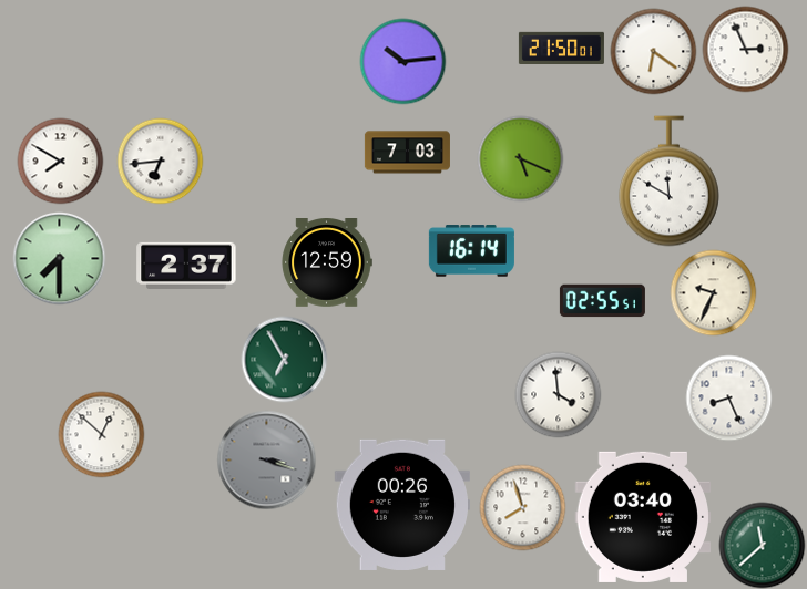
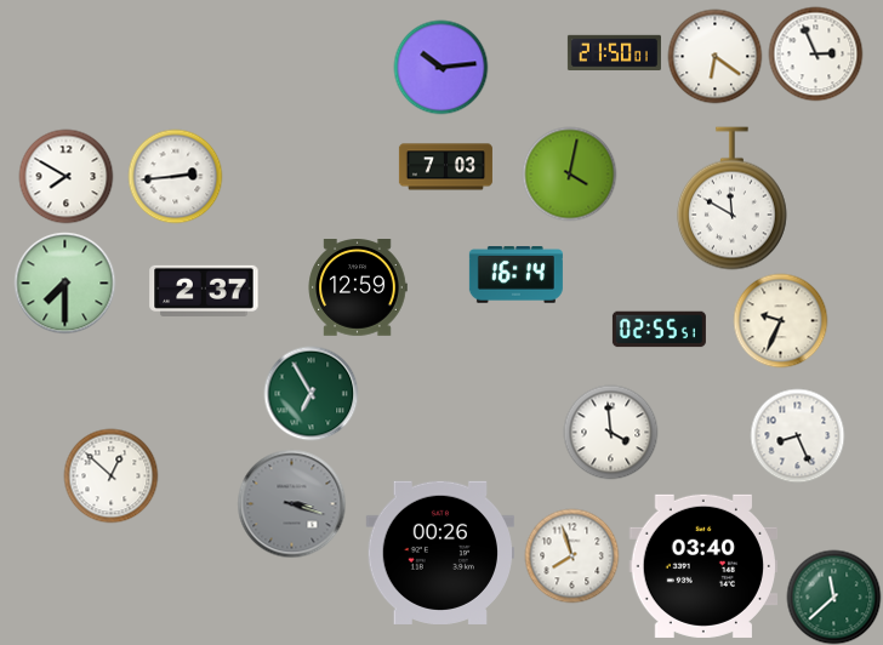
clock at (520, 158): 5:19 -> 4:02
clock at (160, 161): 6:44 -> 2:44
